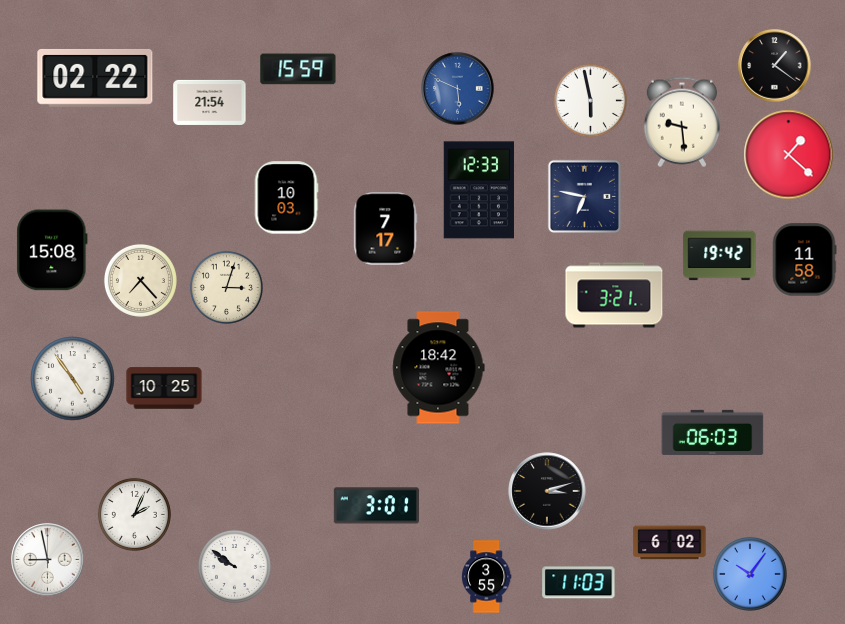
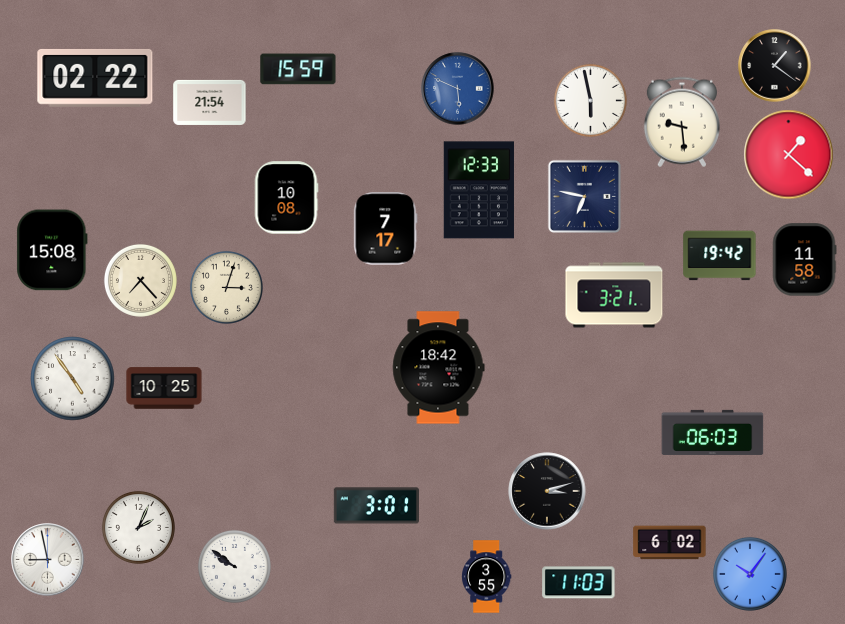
clock at (286, 198): 10:03 -> 10:08
clock at (134, 514) position: (134, 514) -> (138, 527)
